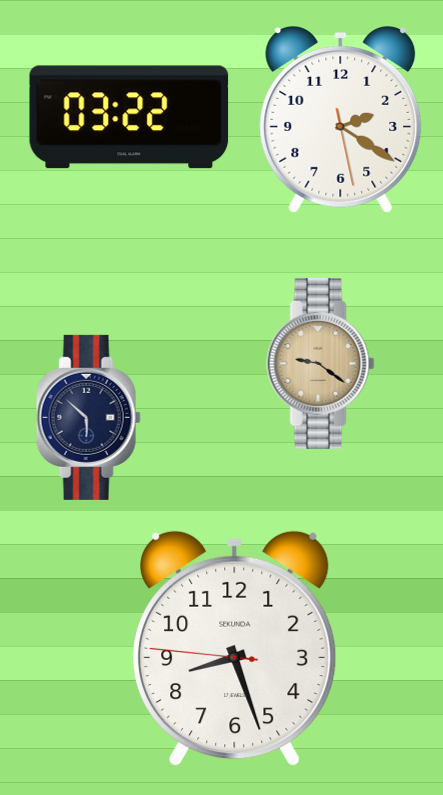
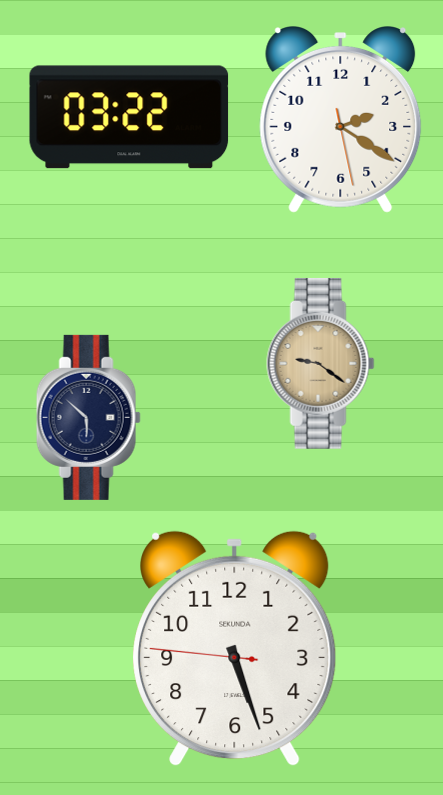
clock at (235, 649): 8:26 -> 5:26
